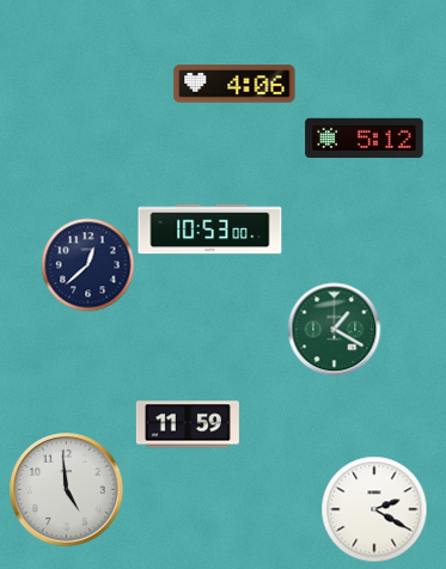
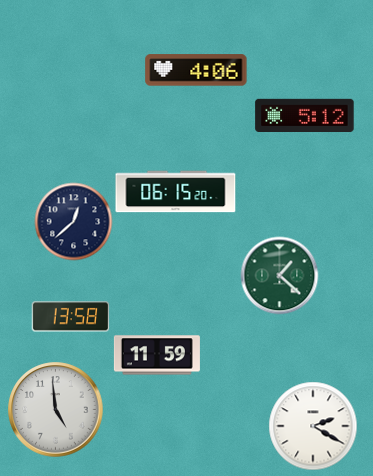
clock at (210, 230): 10:53 -> 06:15
clock at (334, 329): 1:20 -> 1:22
clock at (70, 317): none -> 13:58
